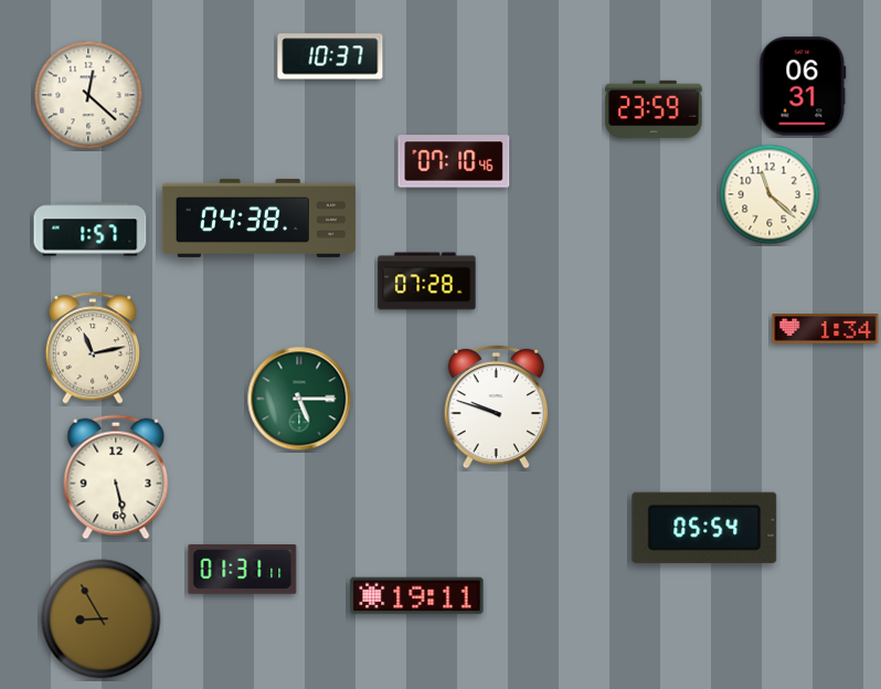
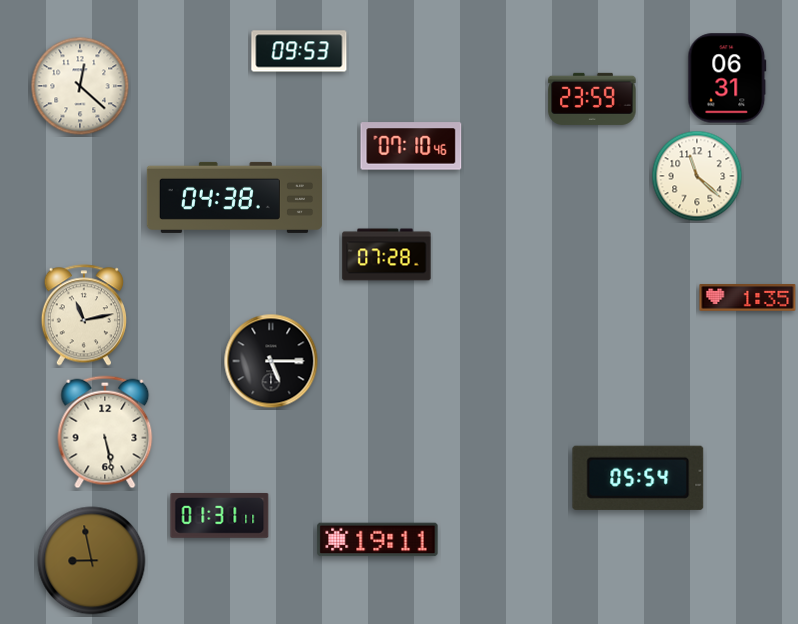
clock at (330, 56): 10:37 -> 09:53
clock at (91, 230): 1:57 -> none
clock at (826, 329): 1:34 -> 1:35
clock at (299, 399) dial: green -> black
clock at (497, 406): 9:48 -> none
clock at (102, 619): 8:55 -> 8:58
